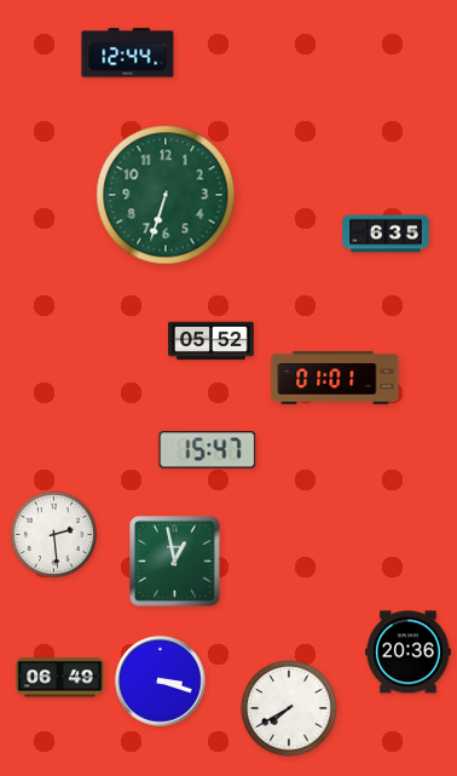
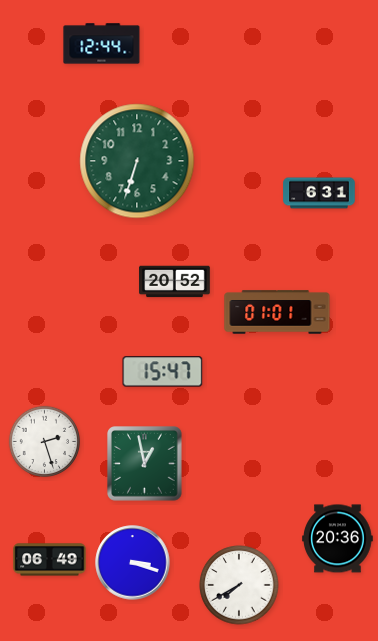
clock at (128, 53) position: (128, 53) -> (102, 44)
clock at (386, 234): 6:35 -> 6:31
clock at (212, 341): 05:52 -> 20:52
clock at (208, 450) position: (208, 450) -> (163, 372)
clock at (54, 535): 2:29 -> 2:27
